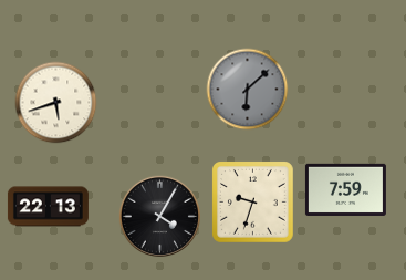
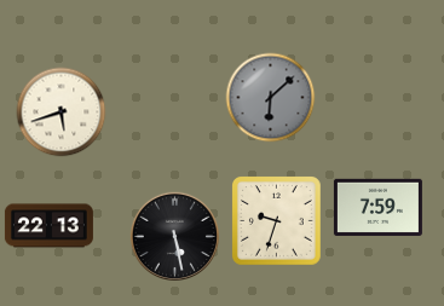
clock at (48, 207) position: (48, 207) -> (48, 226)
clock at (159, 216): 4:05 -> 5:28
